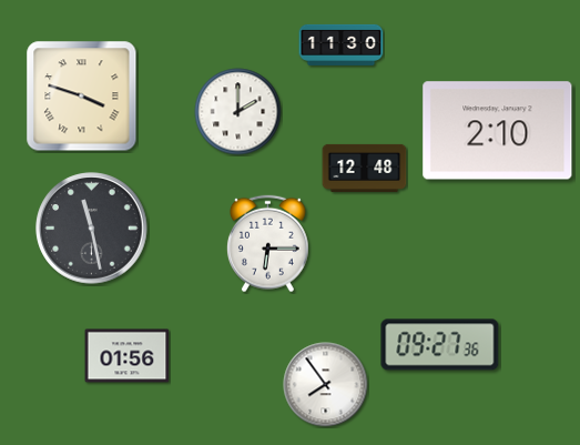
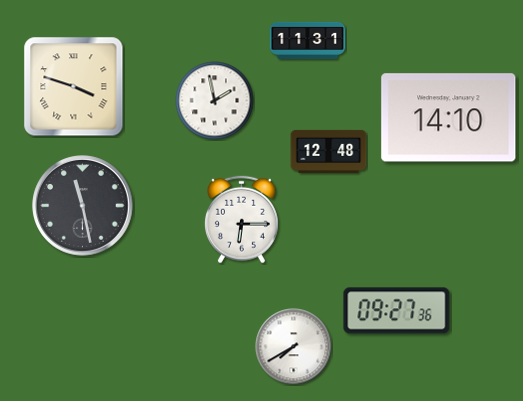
clock at (342, 44): 11:30 -> 11:31
clock at (238, 112): 2:00 -> 1:58
clock at (498, 131): 2:10 -> 14:10
clock at (128, 356): 01:56 -> none
clock at (326, 385): 7:54 -> 7:40
